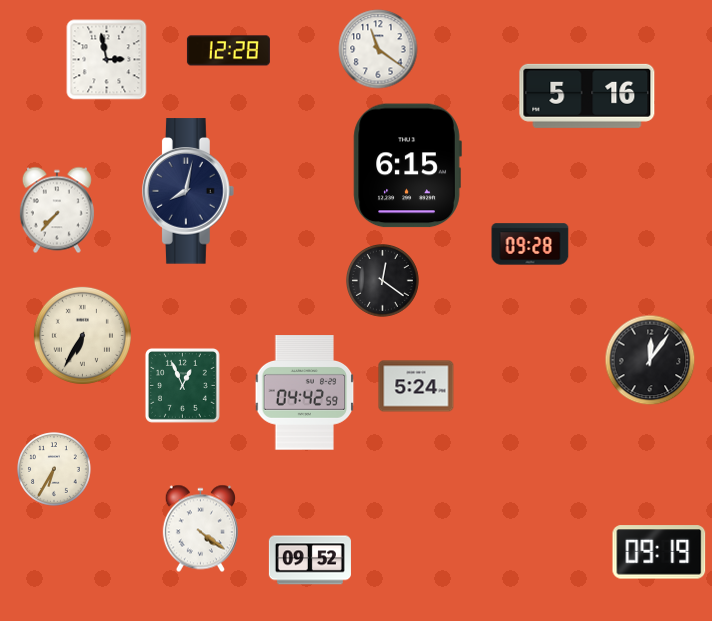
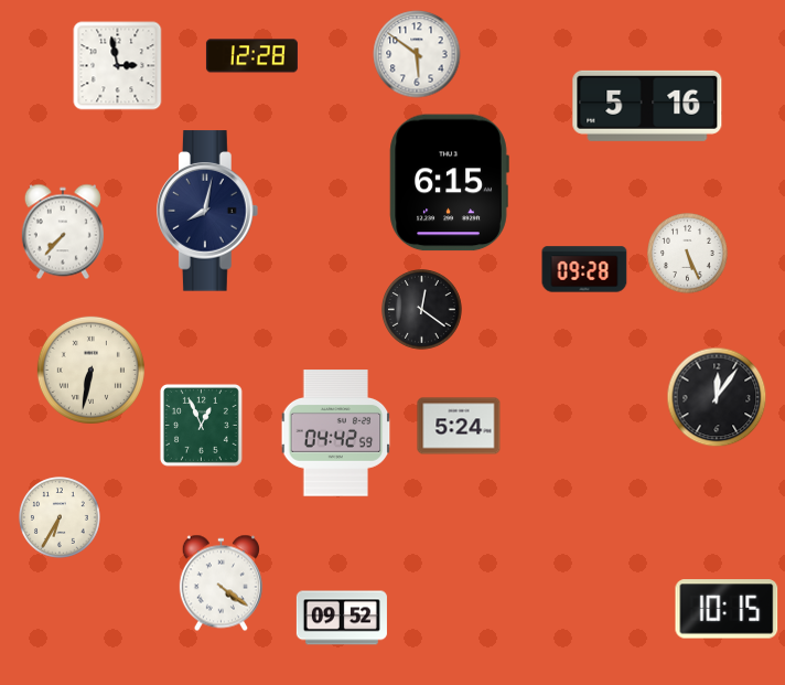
clock at (378, 49): 11:21 -> 5:51
clock at (688, 254): none -> 5:26
clock at (82, 335): 6:35 -> 6:32
clock at (659, 552): 09:19 -> 10:15
